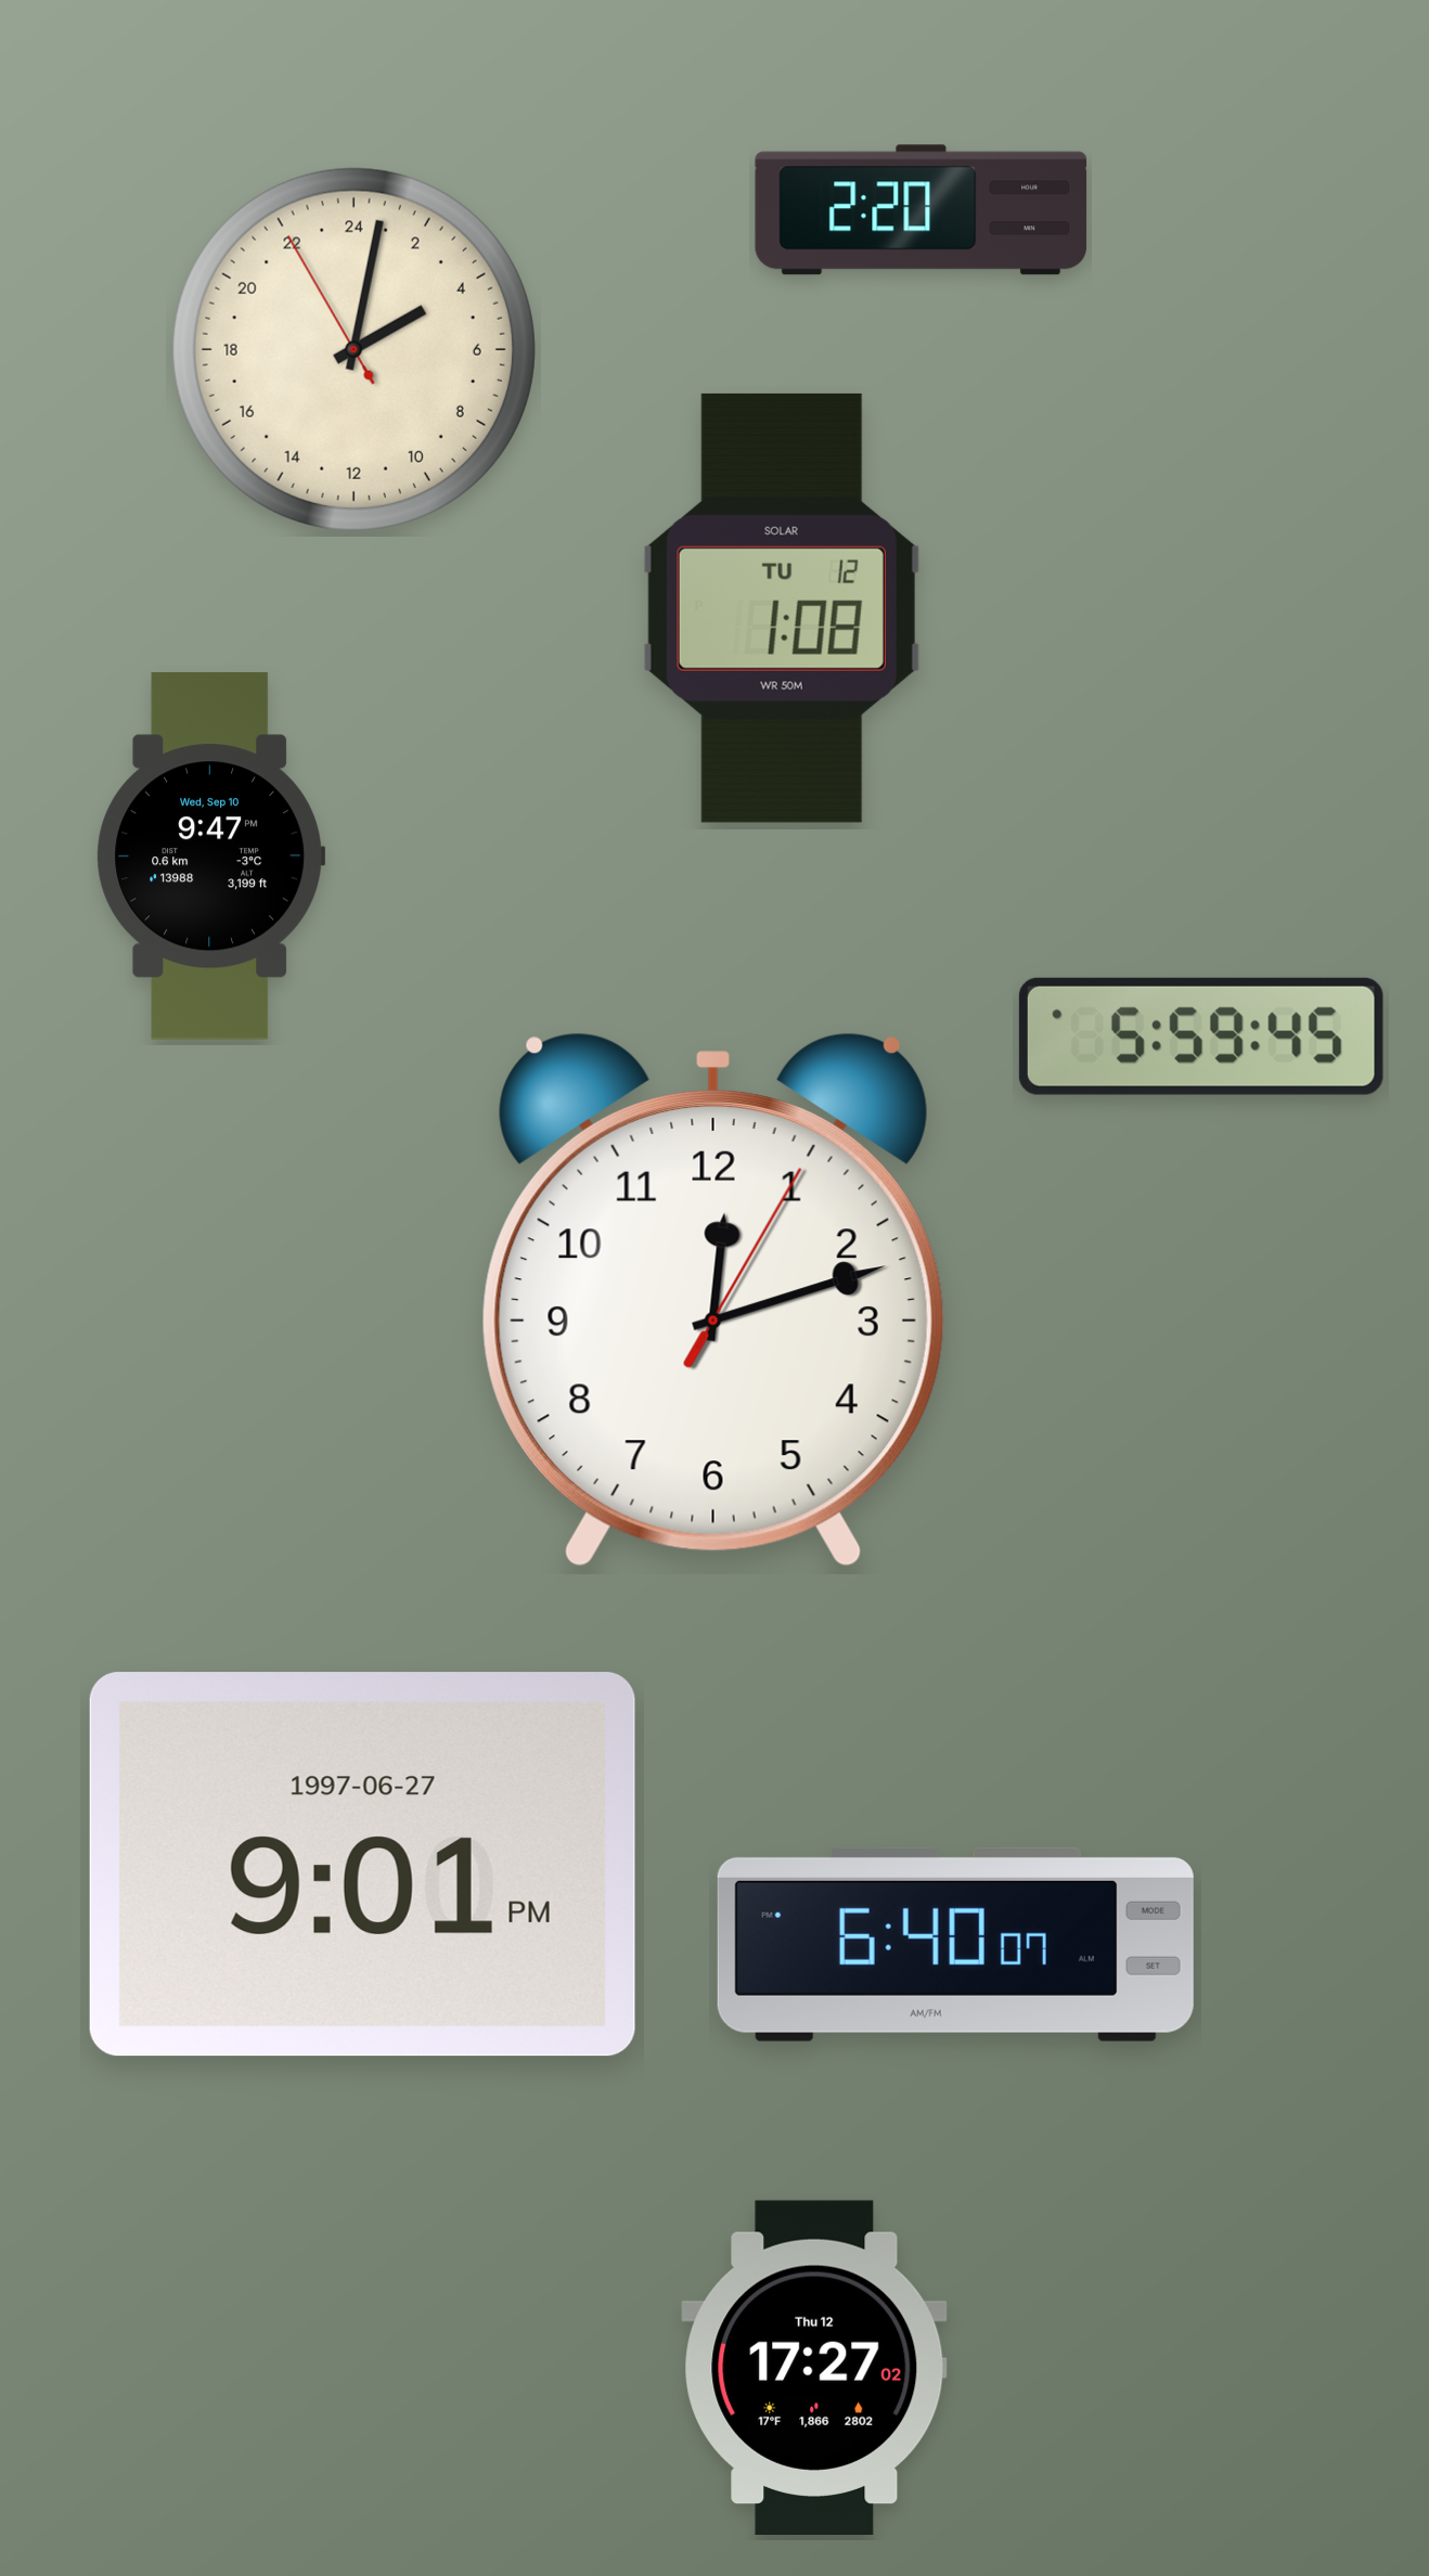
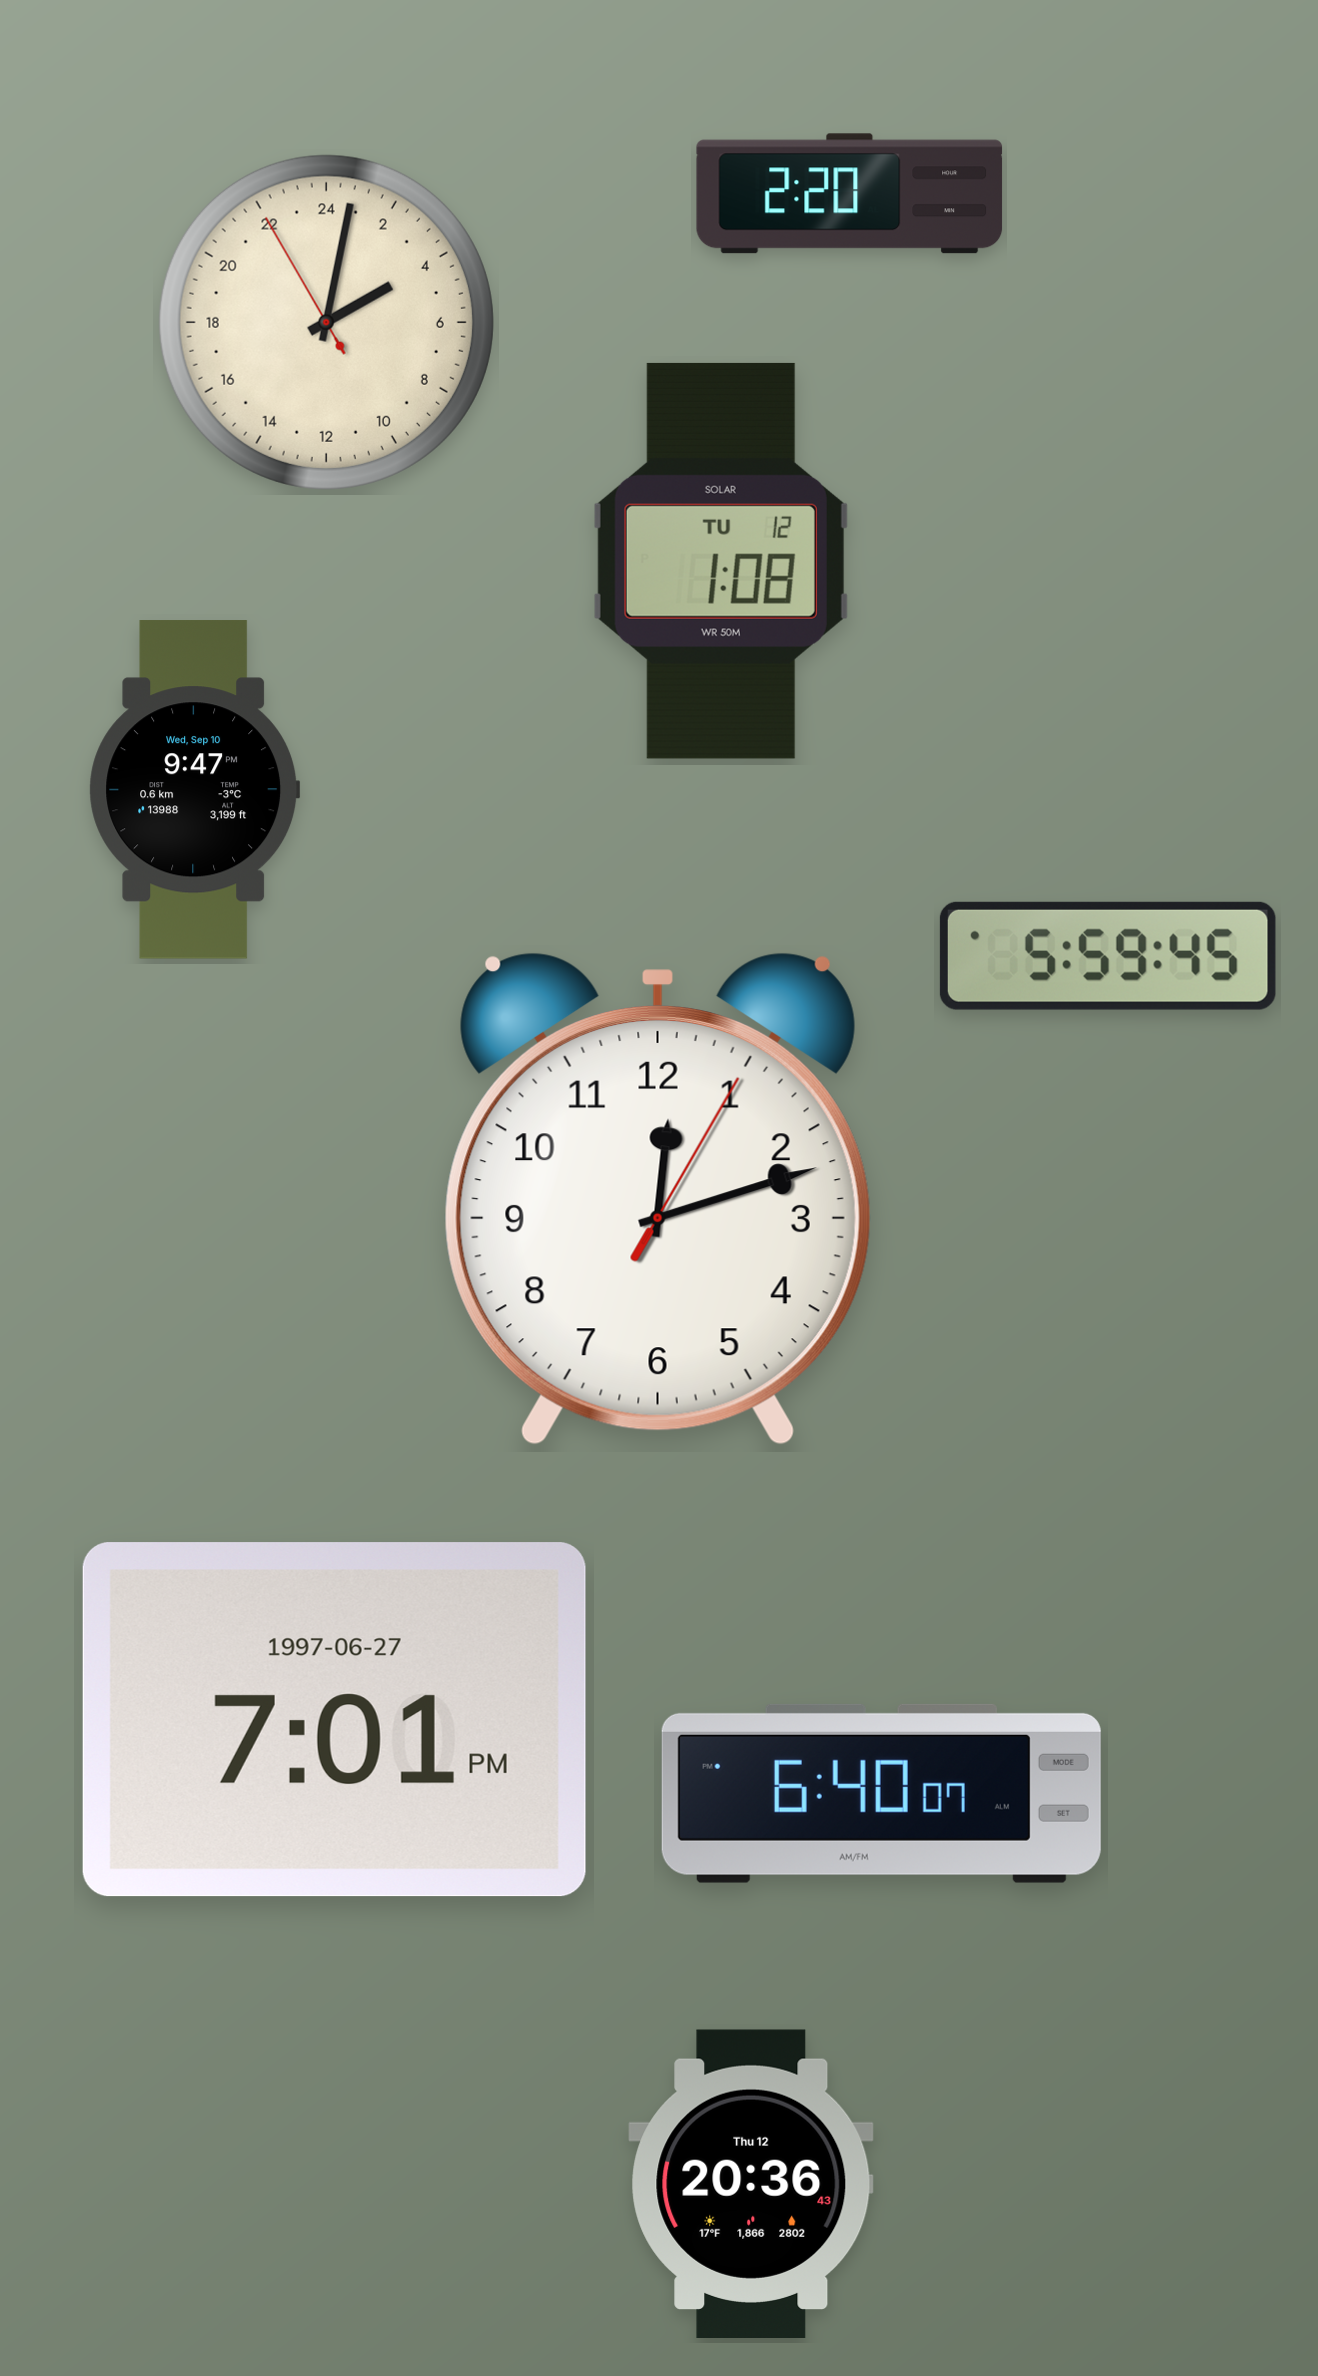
clock at (362, 1865): 9:01 -> 7:01
clock at (814, 2367): 17:27 -> 20:36
